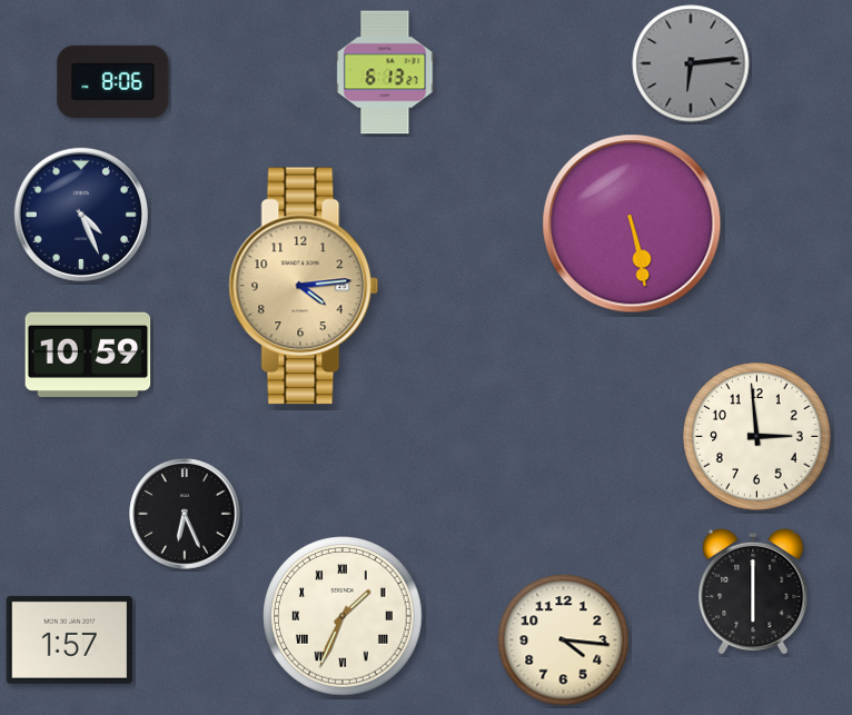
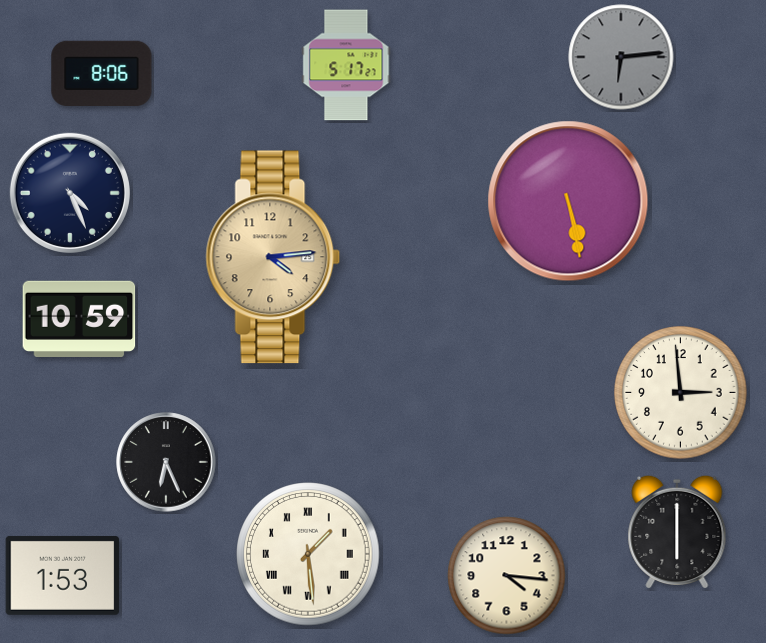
clock at (385, 72): 6:13 -> 5:17
clock at (81, 215) position: (81, 215) -> (70, 193)
clock at (343, 616): 1:34 -> 1:29
clock at (70, 639): 1:57 -> 1:53
